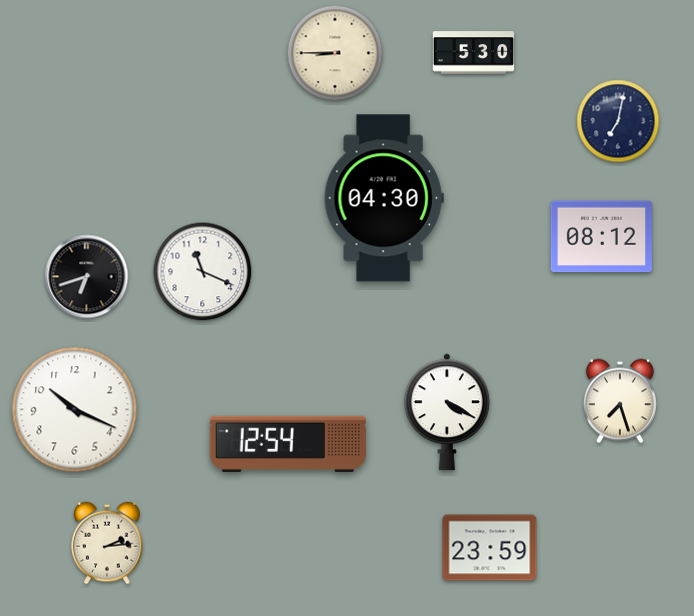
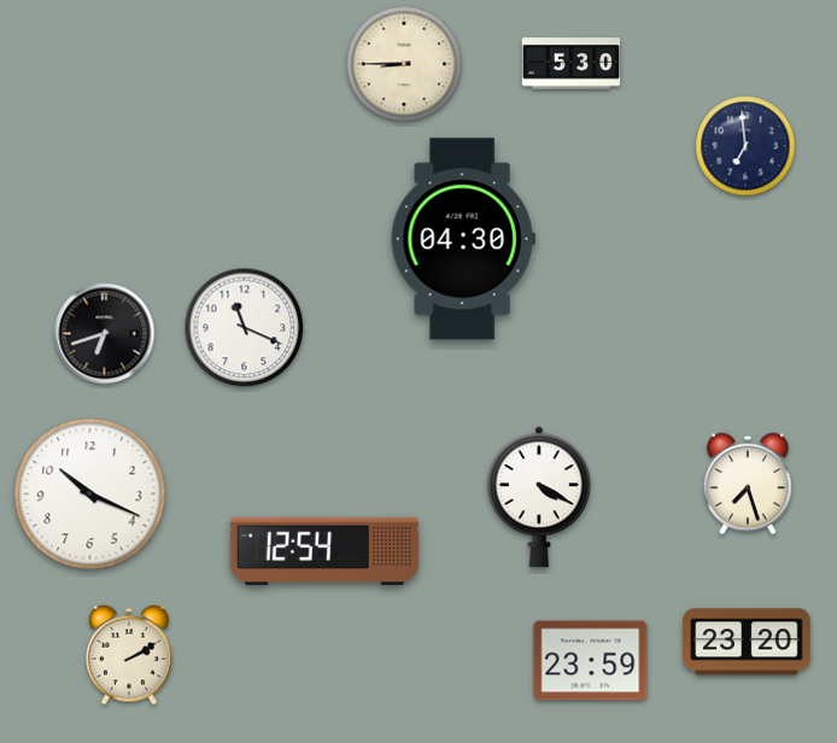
clock at (618, 121): 7:02 -> 6:59
clock at (601, 237): 08:12 -> none
clock at (288, 444) position: (288, 444) -> (324, 551)
clock at (747, 642): none -> 23:20
clock at (107, 543): 2:14 -> 2:10
